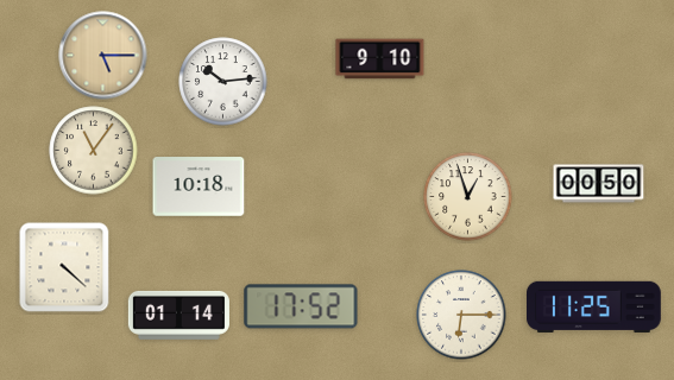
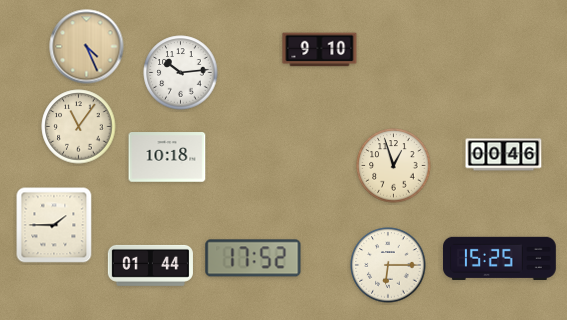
clock at (103, 56): 5:15 -> 4:26
clock at (223, 82) position: (223, 82) -> (181, 73)
clock at (599, 184): 00:50 -> 00:46
clock at (64, 267): 4:22 -> 1:45
clock at (594, 306): 11:25 -> 15:25
clock at (178, 315): 01:14 -> 01:44
